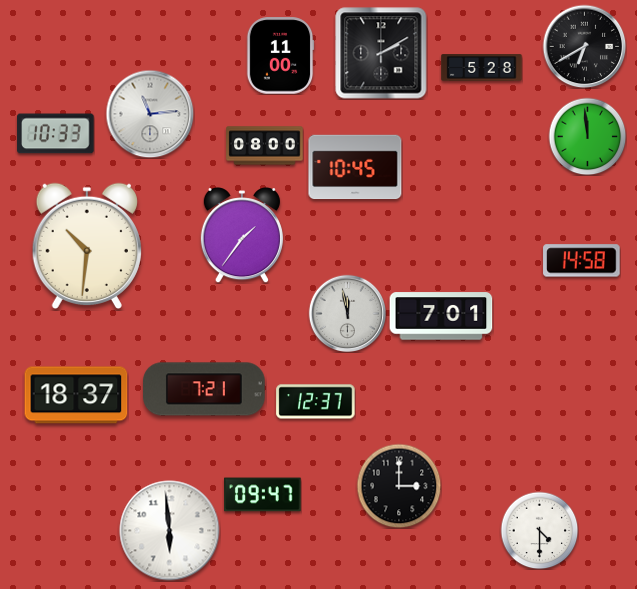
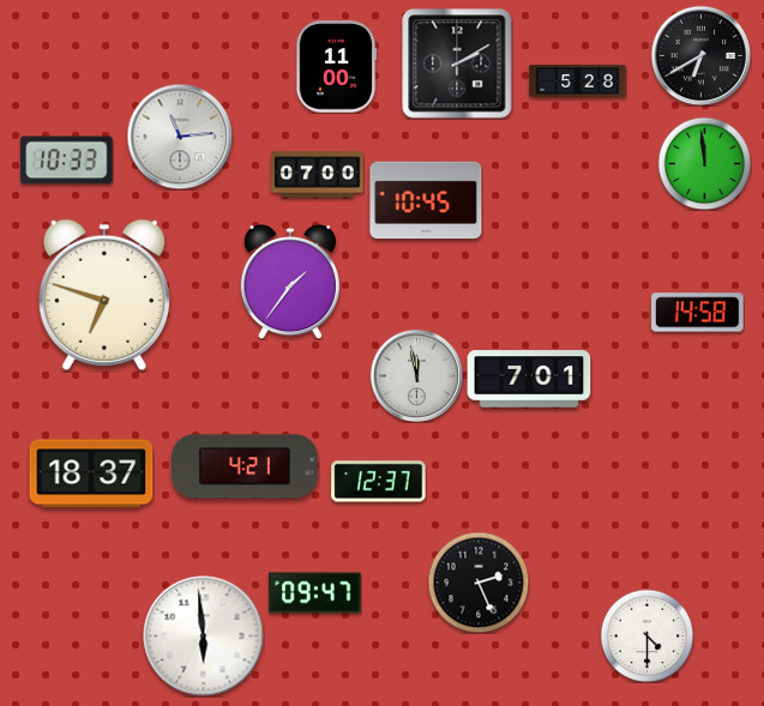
clock at (265, 146): 08:00 -> 07:00
clock at (87, 246): 10:31 -> 6:48
clock at (204, 389): 7:21 -> 4:21
clock at (399, 486): 3:00 -> 2:26
